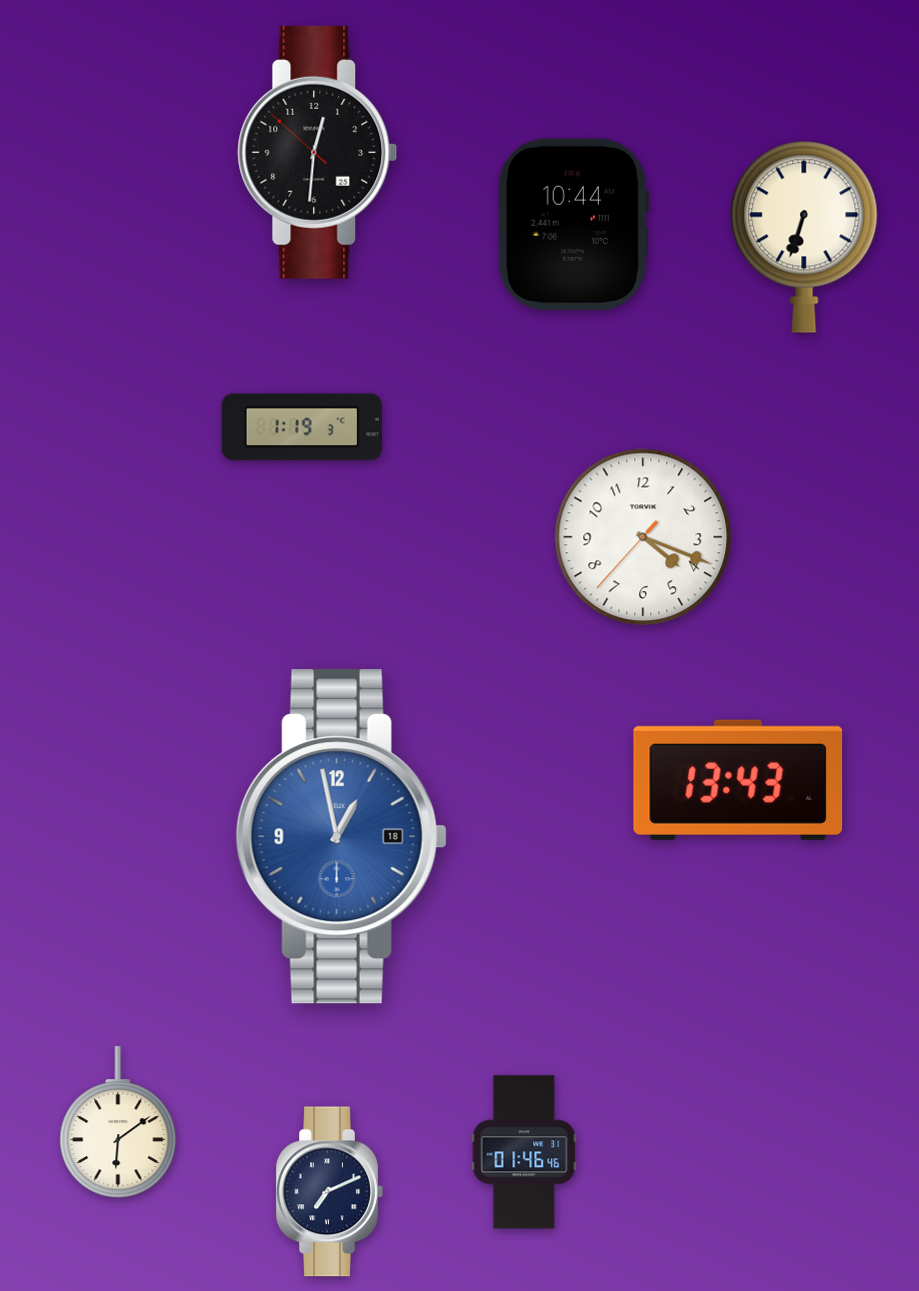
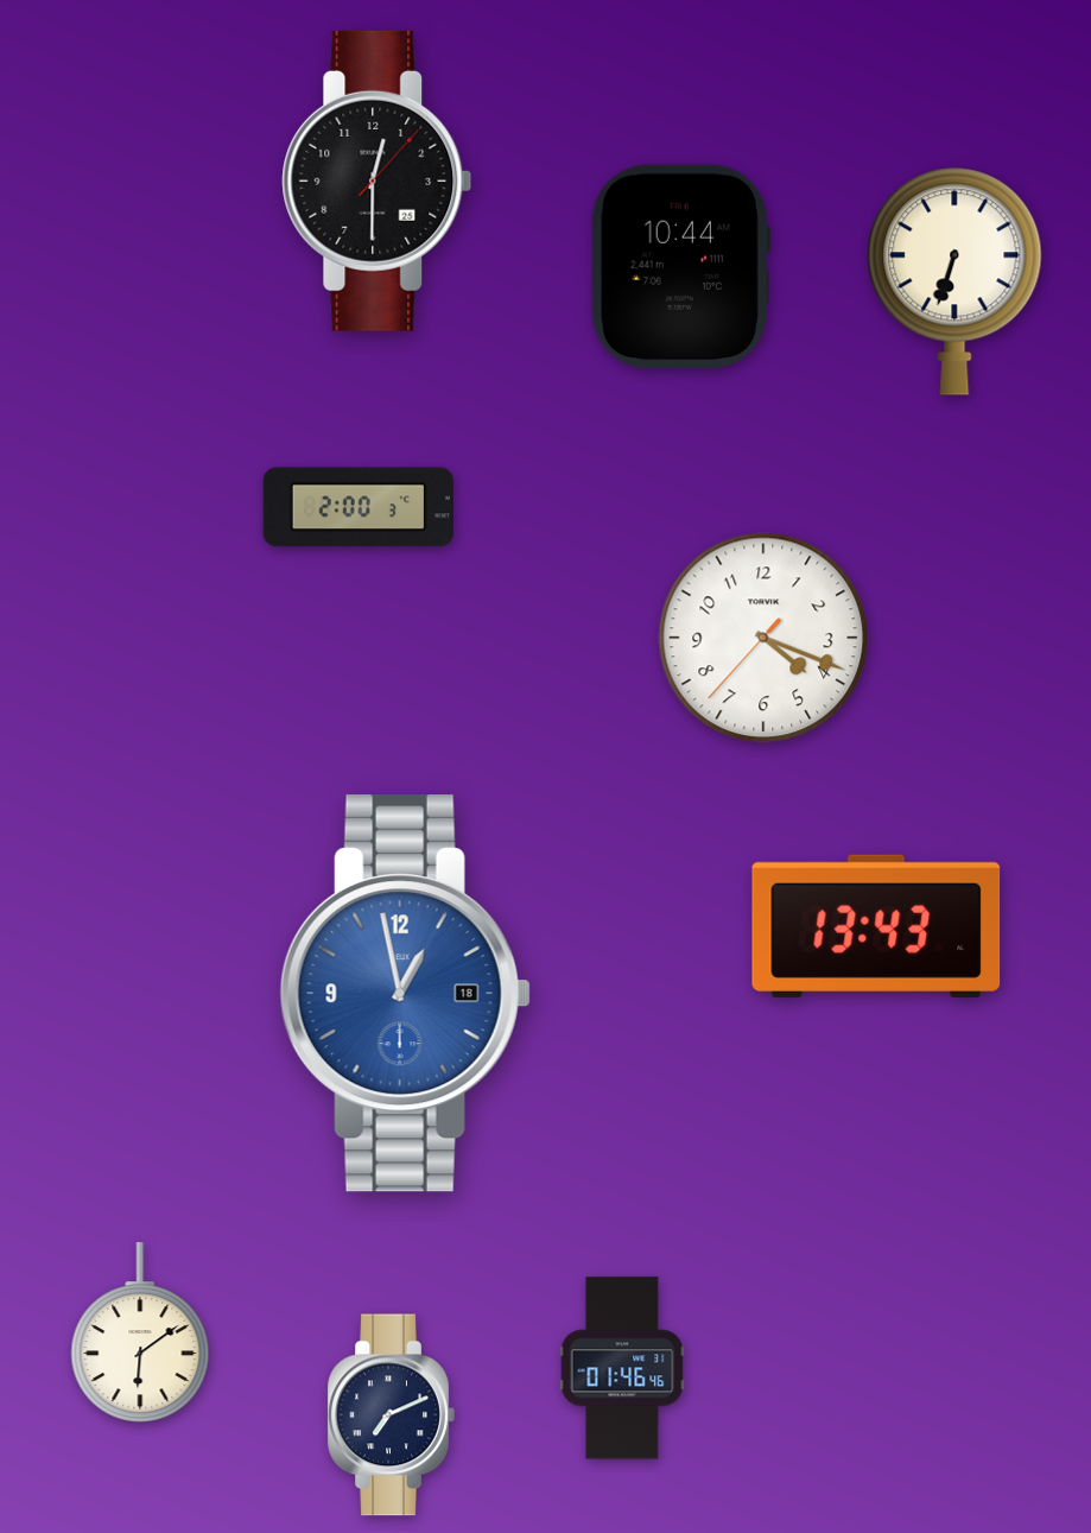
clock at (318, 152): 12:30:52 -> 12:30:07
clock at (302, 427): 1:19 -> 2:00
